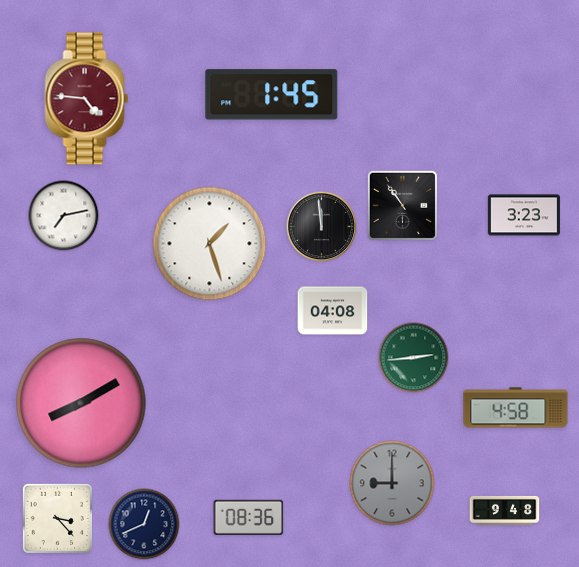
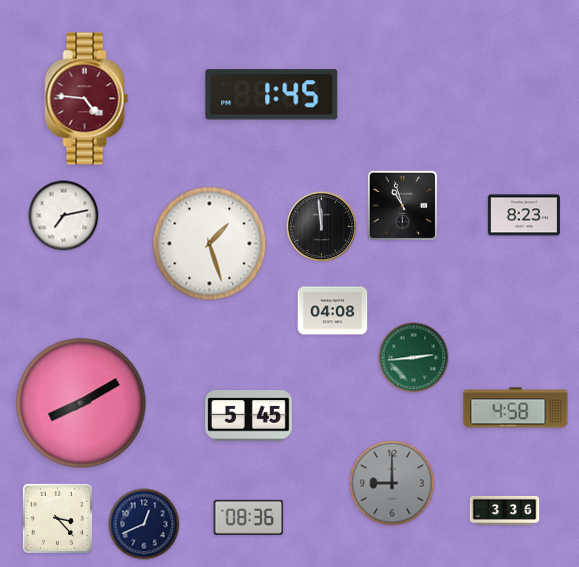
clock at (402, 205): 10:54 -> 10:57
clock at (524, 215): 3:23 -> 8:23
clock at (249, 416): none -> 5:45
clock at (505, 510): 9:48 -> 3:36
